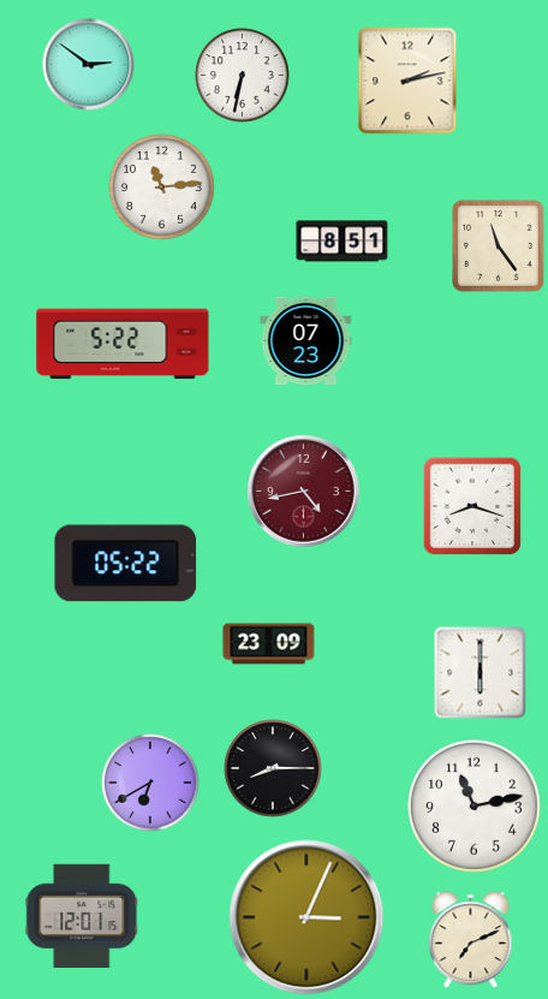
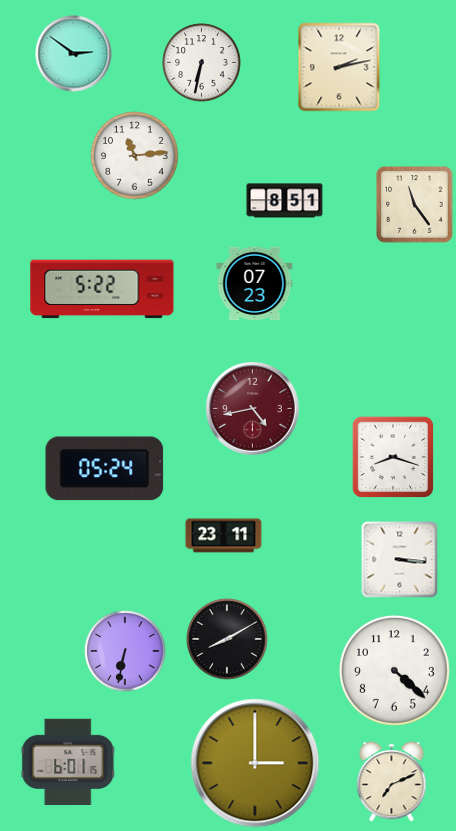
clock at (123, 344) position: (123, 344) -> (102, 289)
clock at (472, 506) position: (472, 506) -> (393, 457)
clock at (126, 564): 05:22 -> 05:24
clock at (269, 644): 23:09 -> 23:11
clock at (481, 673): 6:00 -> 3:16
clock at (273, 768): 8:15 -> 8:10
clock at (150, 783): 6:40 -> 6:32
clock at (473, 805): 11:13 -> 4:22
clock at (82, 915): 12:01 -> 6:01
clock at (306, 917): 3:04 -> 3:00
